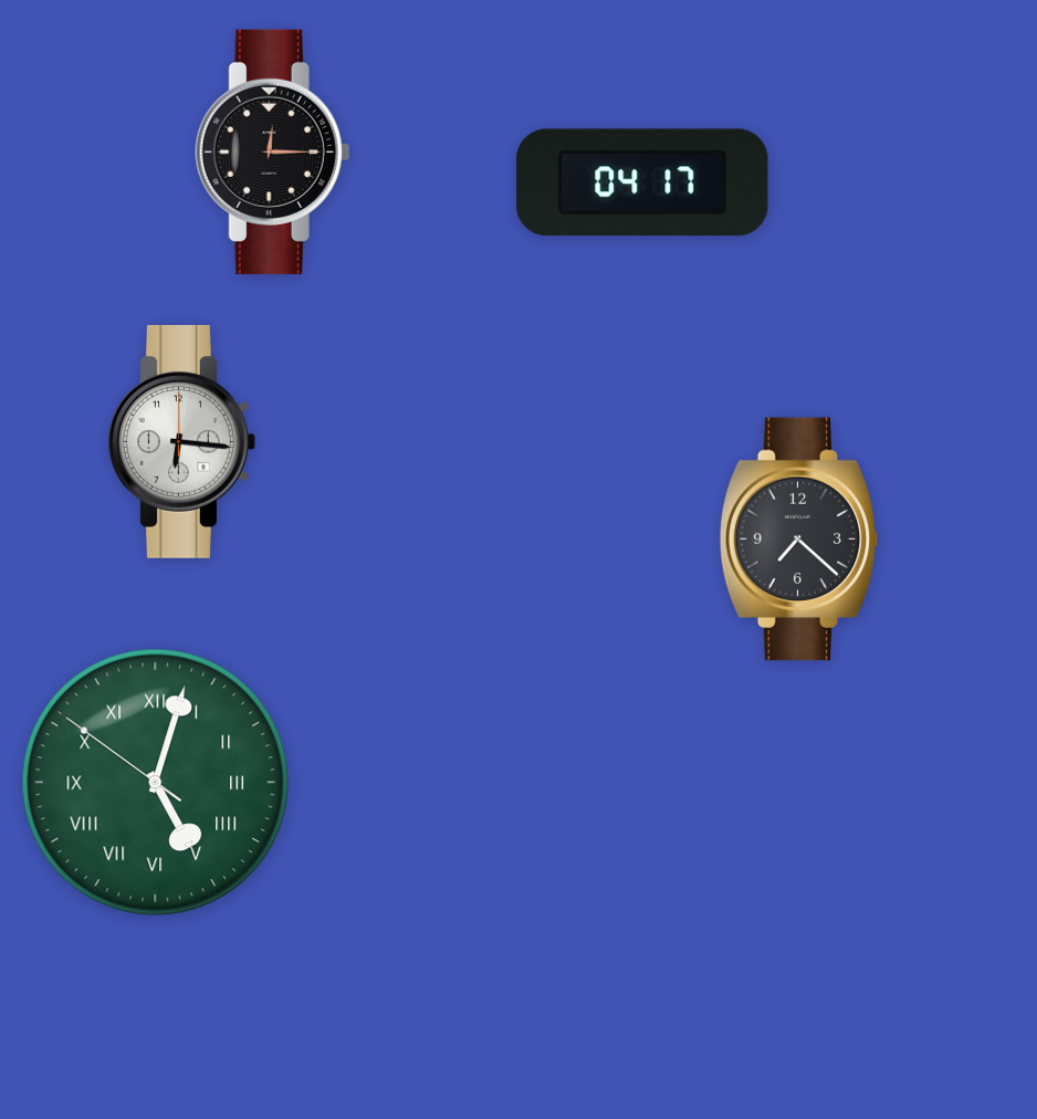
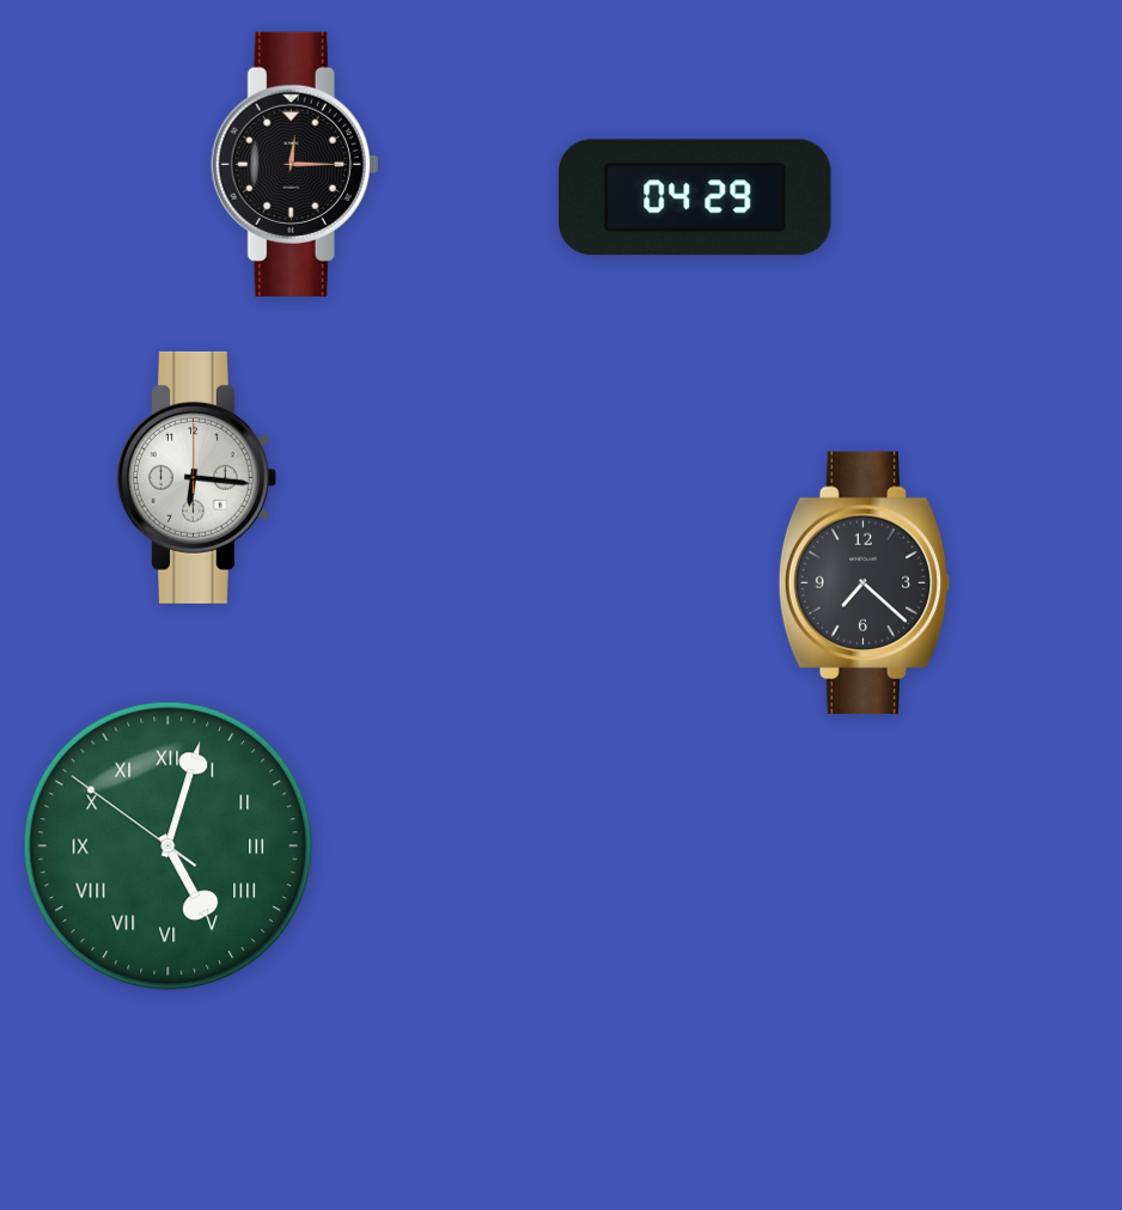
clock at (642, 182): 04:17 -> 04:29
